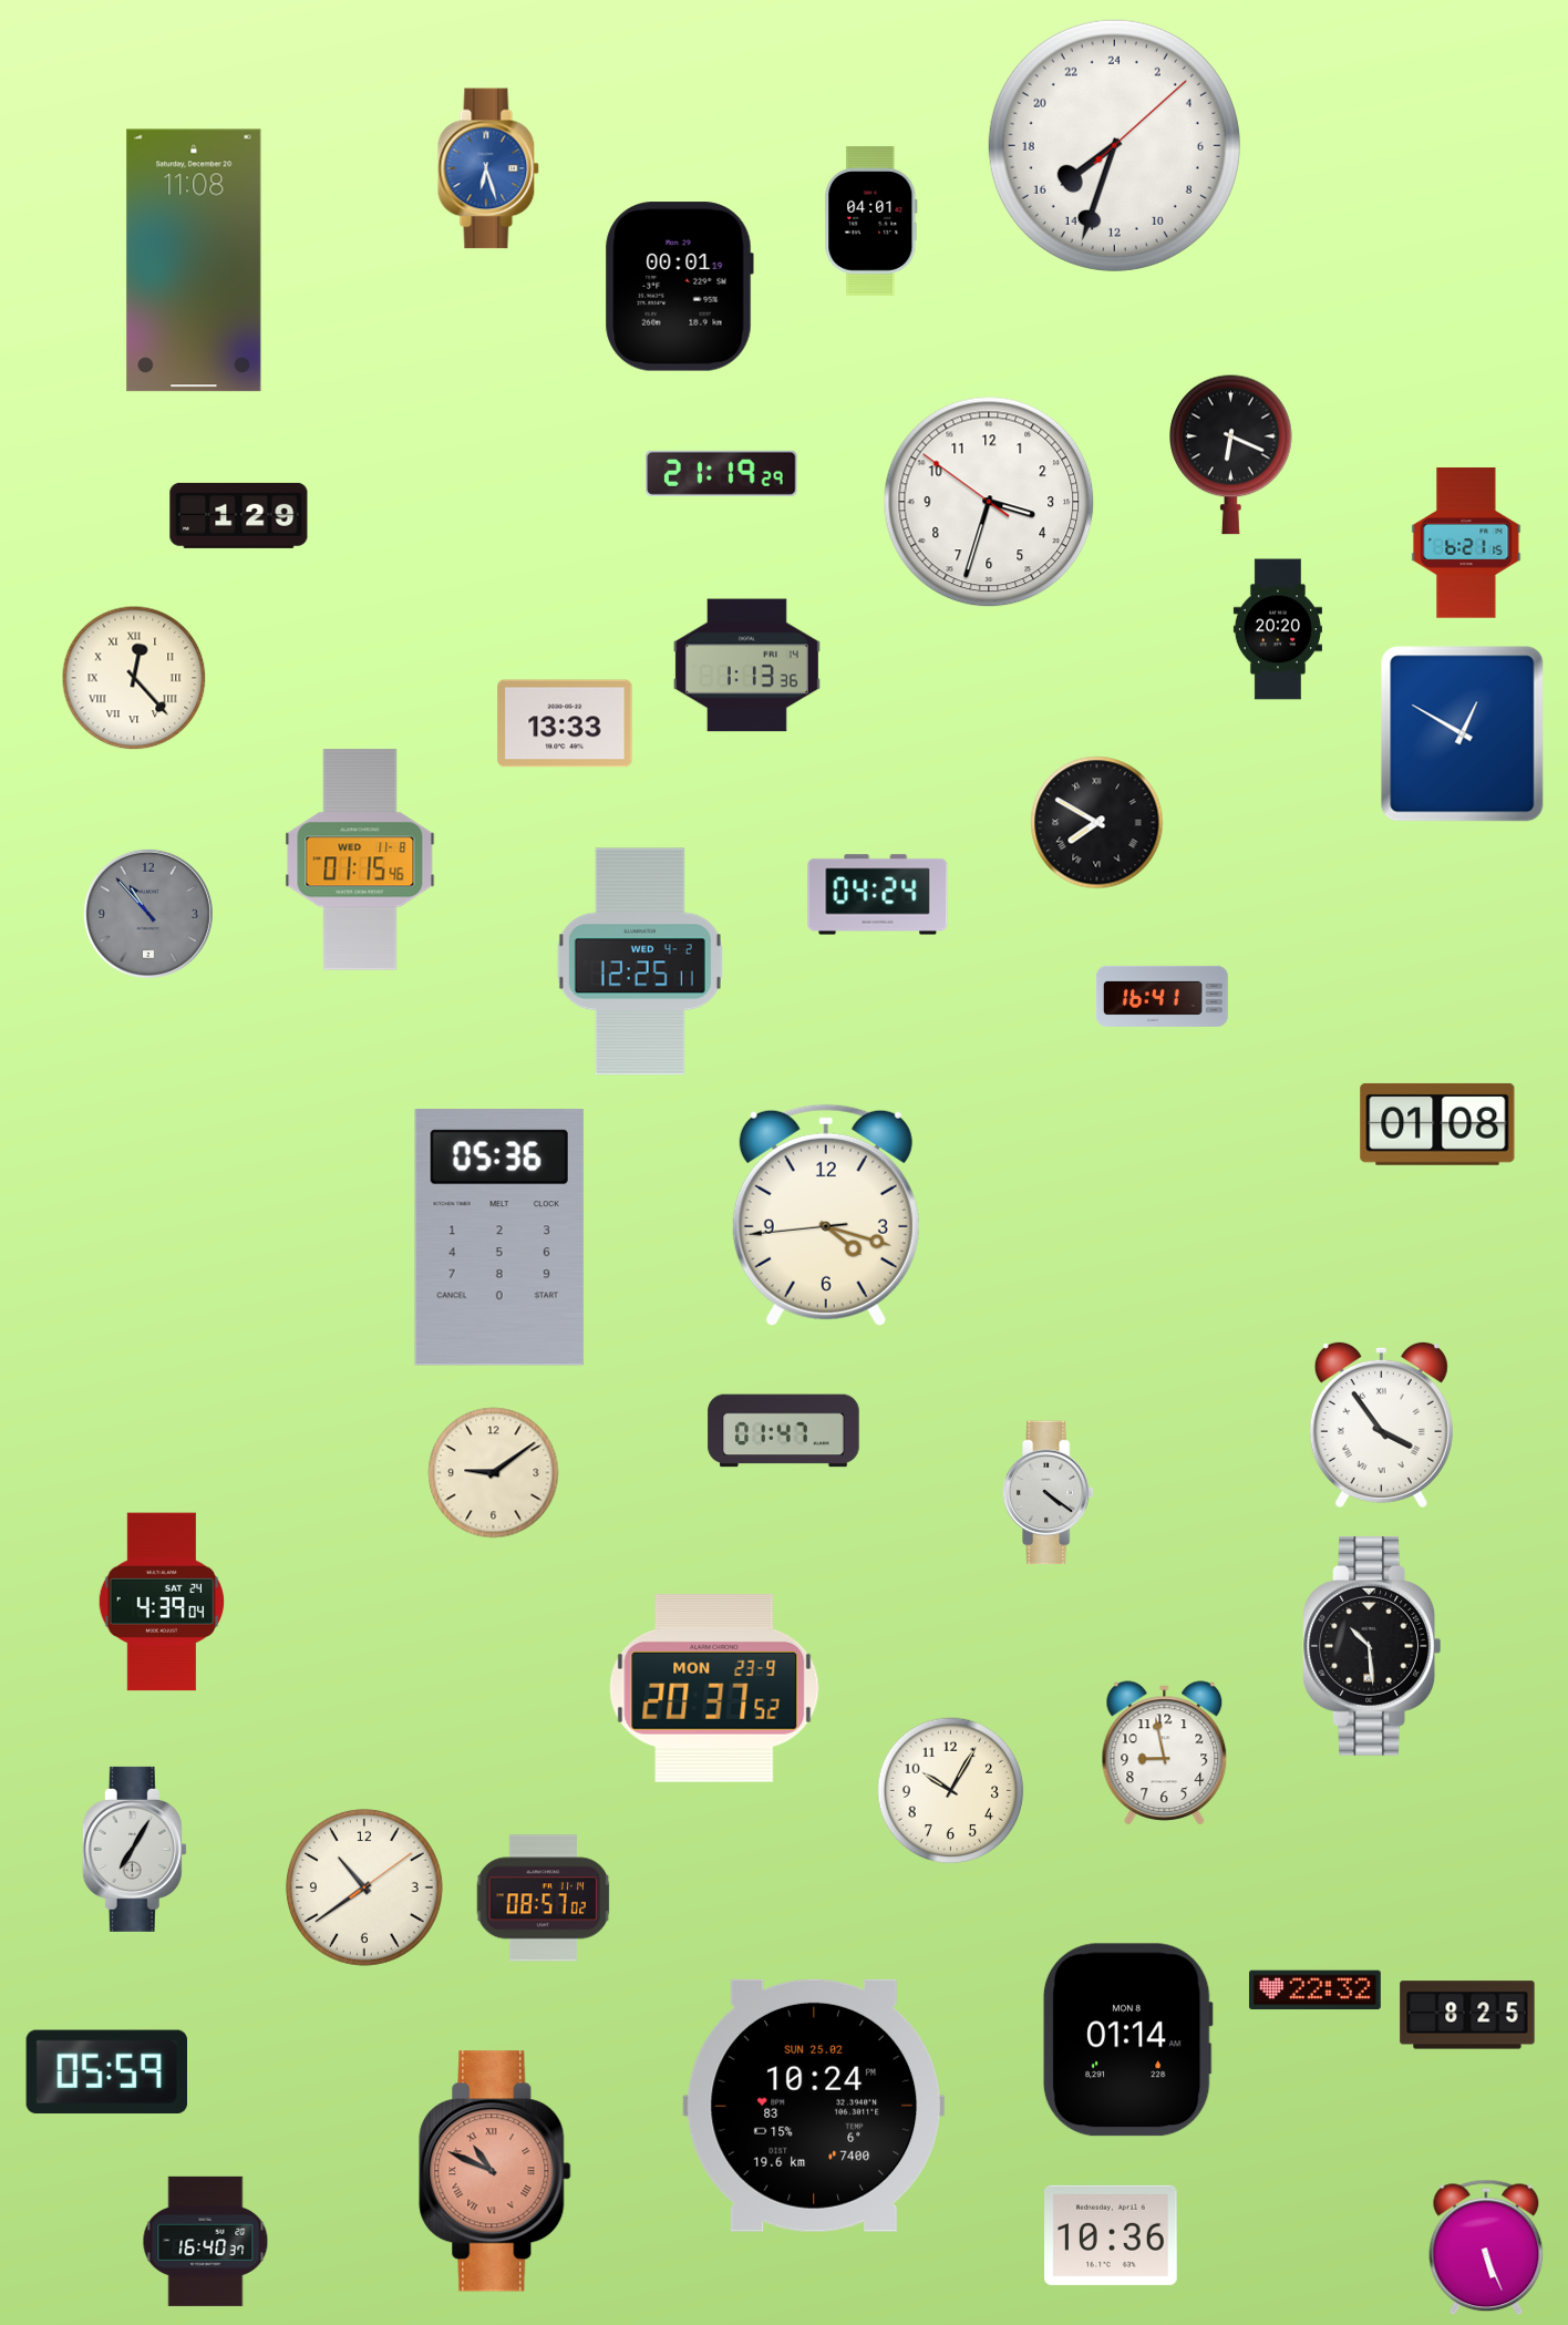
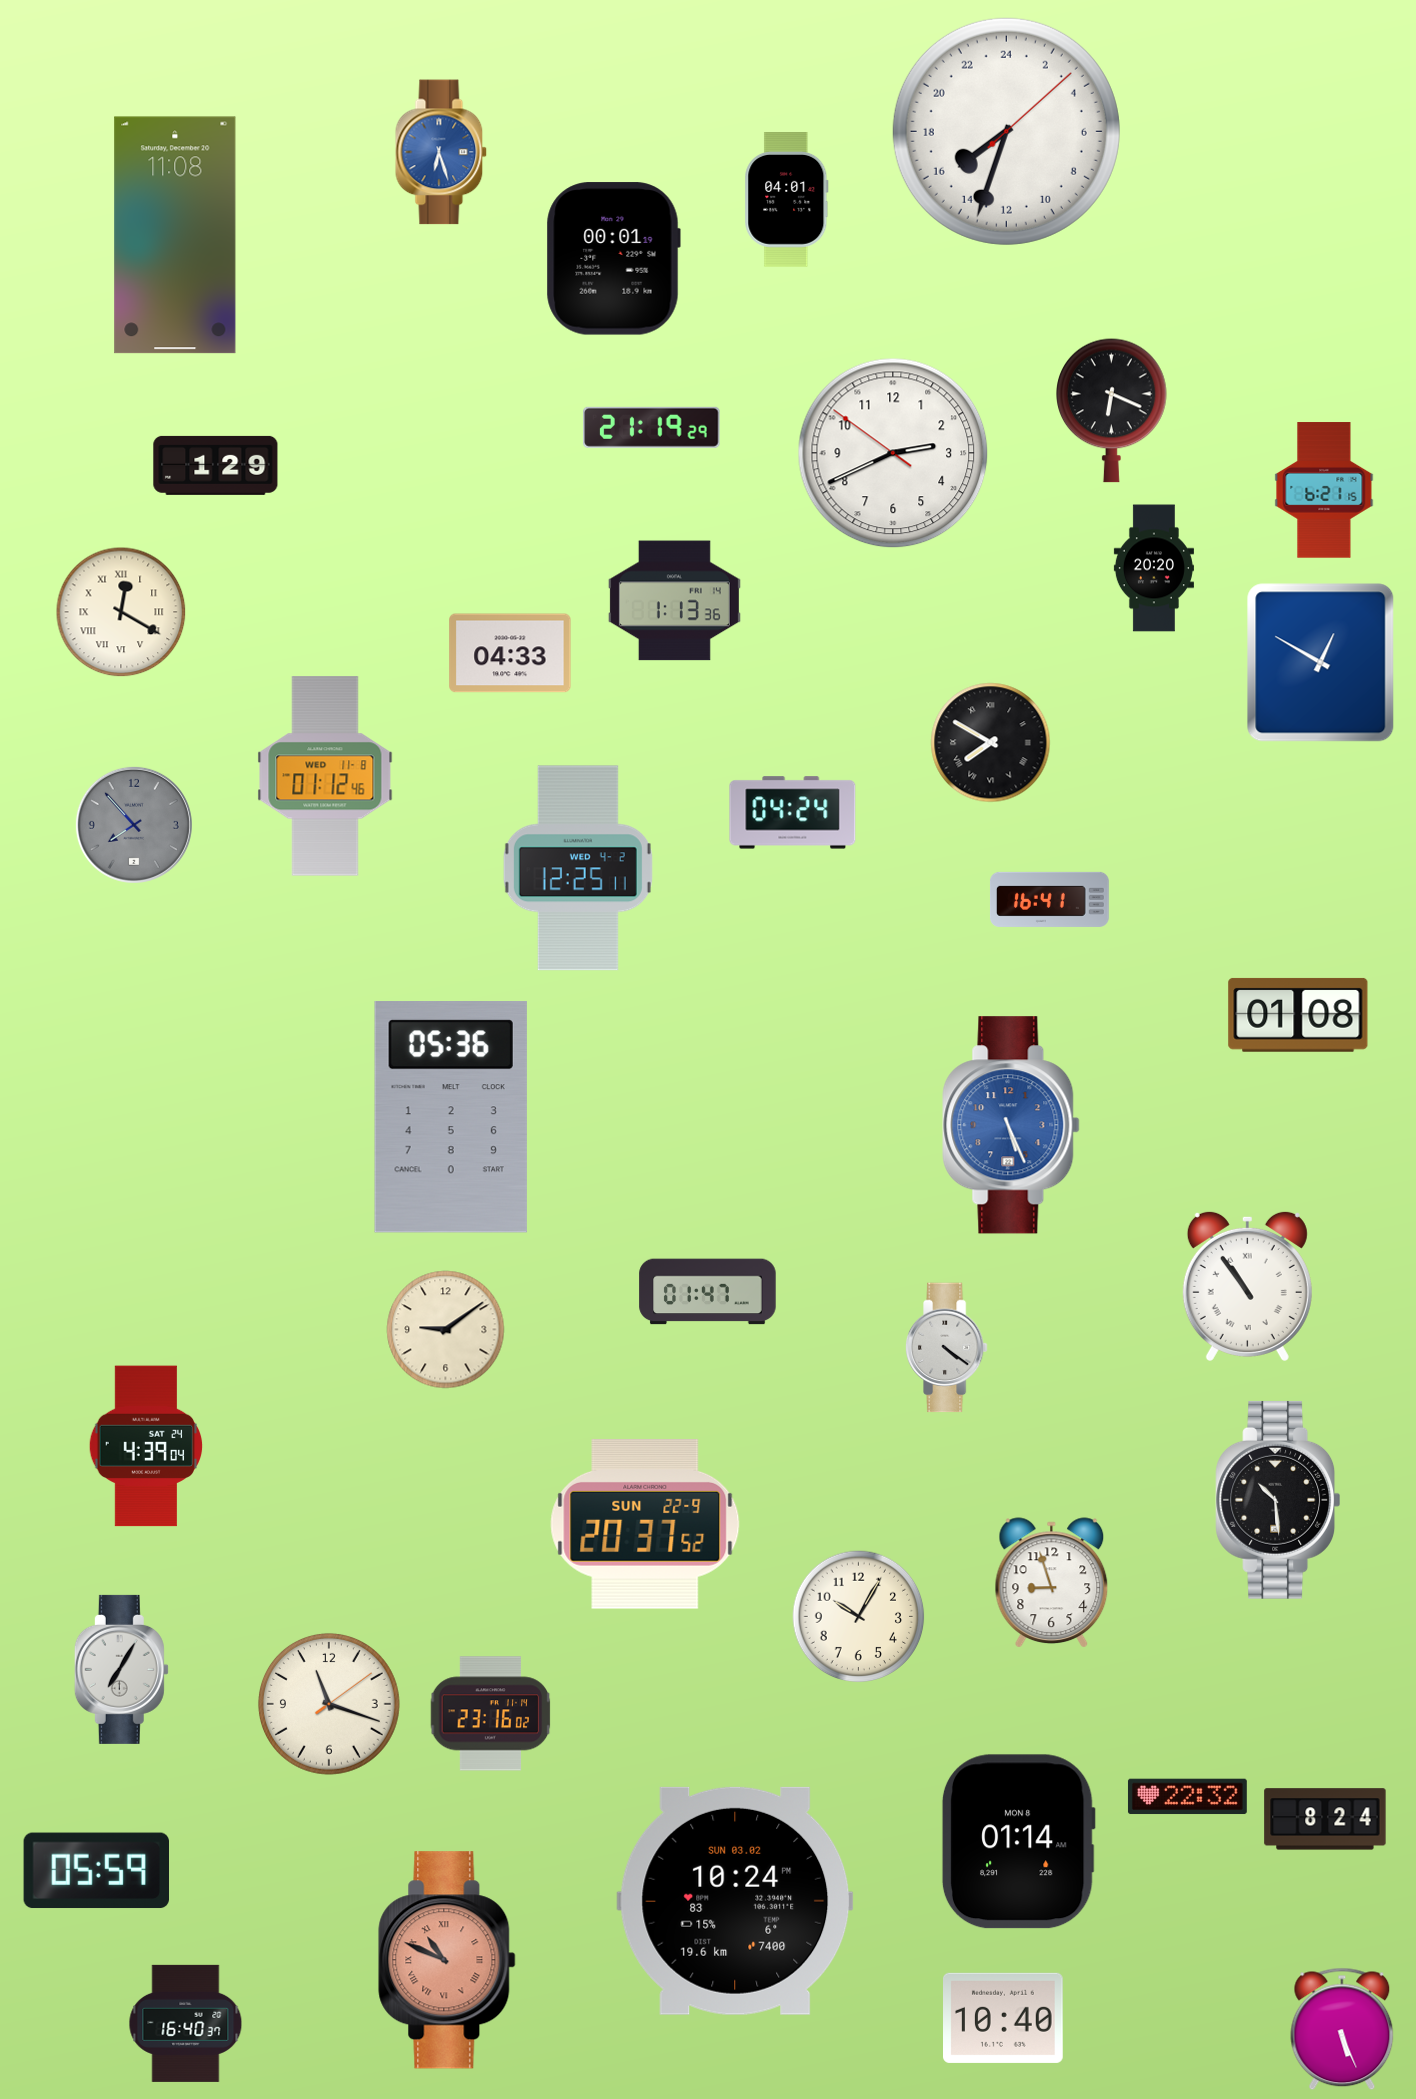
clock at (989, 502): 3:32 -> 2:40
clock at (134, 678): 12:23 -> 12:20
clock at (565, 723): 13:33 -> 04:33
clock at (360, 860): 01:15 -> 01:12
clock at (878, 895) position: (878, 895) -> (793, 813)
clock at (148, 914): 10:53 -> 7:53
clock at (826, 1215): 4:17 -> none
clock at (1011, 1125): none -> 5:26
clock at (1381, 1424): 3:54 -> 10:54
clock at (1371, 1646) position: (1371, 1646) -> (1277, 1500)
clock at (714, 1689) date: MON 23-9 -> SUN 22-9
clock at (1165, 1752): 8:58 -> 8:57
clock at (364, 1887): 10:39 -> 11:18
clock at (544, 1899): 08:57 -> 23:16
clock at (1467, 2015): 8:25 -> 8:24
clock at (814, 2106) date: SUN 25.02 -> SUN 03.02
clock at (1112, 2235): 10:36 -> 10:40
